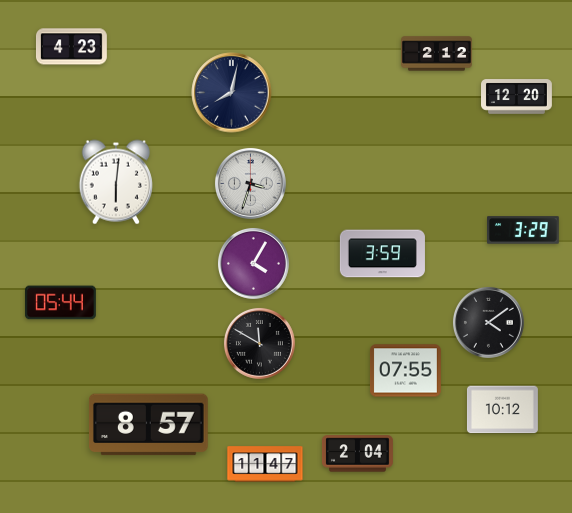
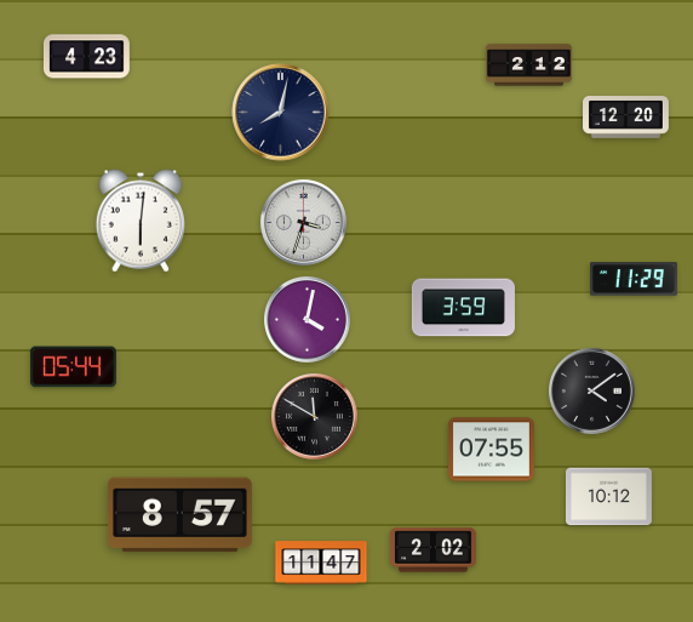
clock at (523, 230): 3:29 -> 11:29
clock at (253, 263): 4:05 -> 4:02
clock at (357, 454): 2:04 -> 2:02
